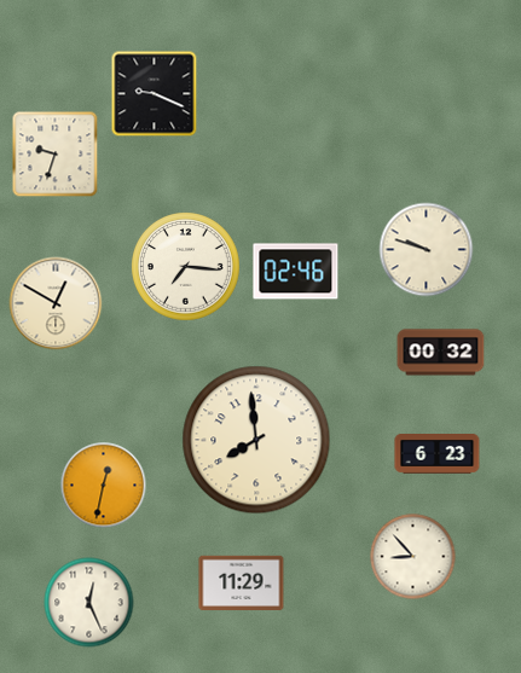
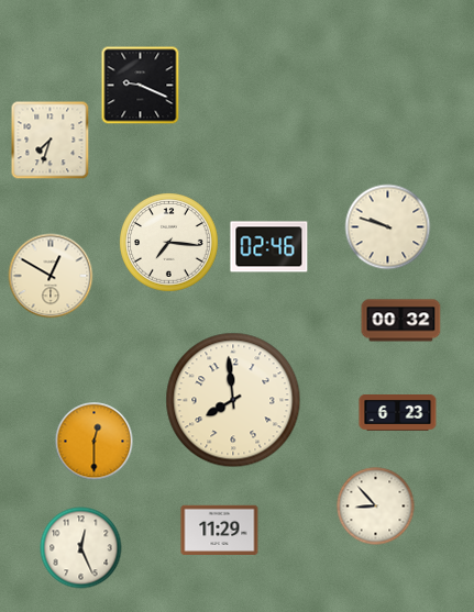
clock at (56, 155): 9:33 -> 7:33
clock at (104, 486): 12:32 -> 12:30
